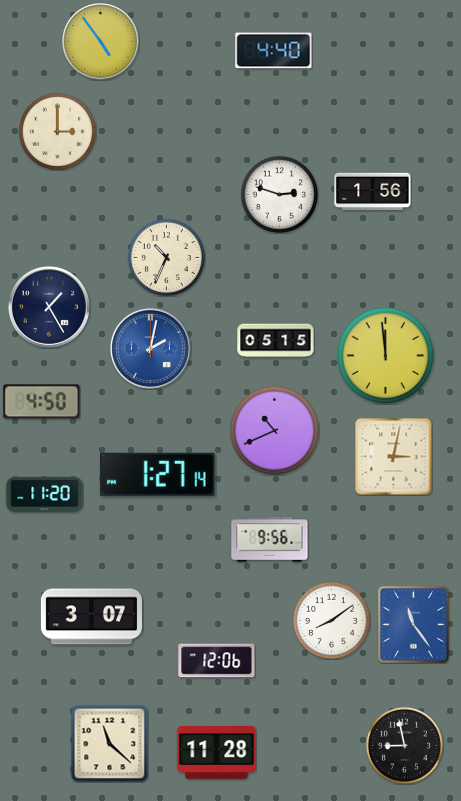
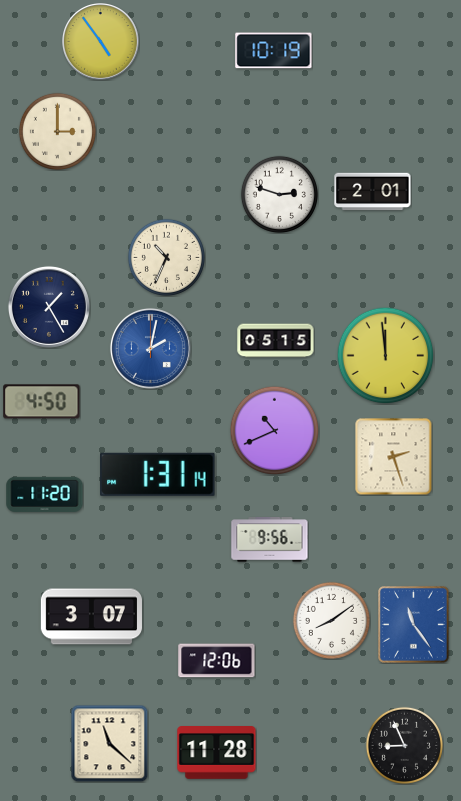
clock at (274, 51): 4:40 -> 10:19
clock at (373, 192): 1:56 -> 2:01
clock at (393, 456): 3:02 -> 2:27
clock at (158, 474): 1:27 -> 1:31
clock at (404, 745): 8:58 -> 8:56
